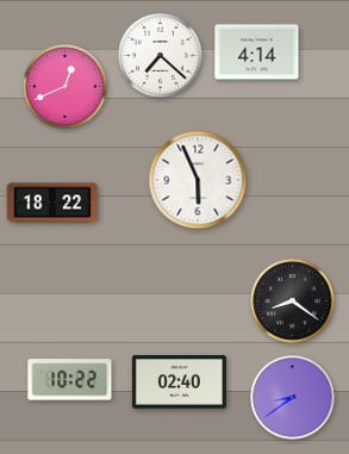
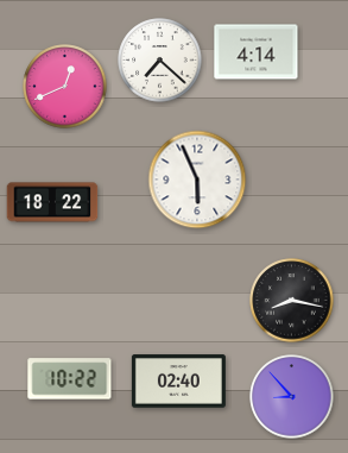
clock at (161, 56) position: (161, 56) -> (160, 61)
clock at (293, 301): 8:21 -> 8:17
clock at (293, 398): 8:39 -> 8:53
